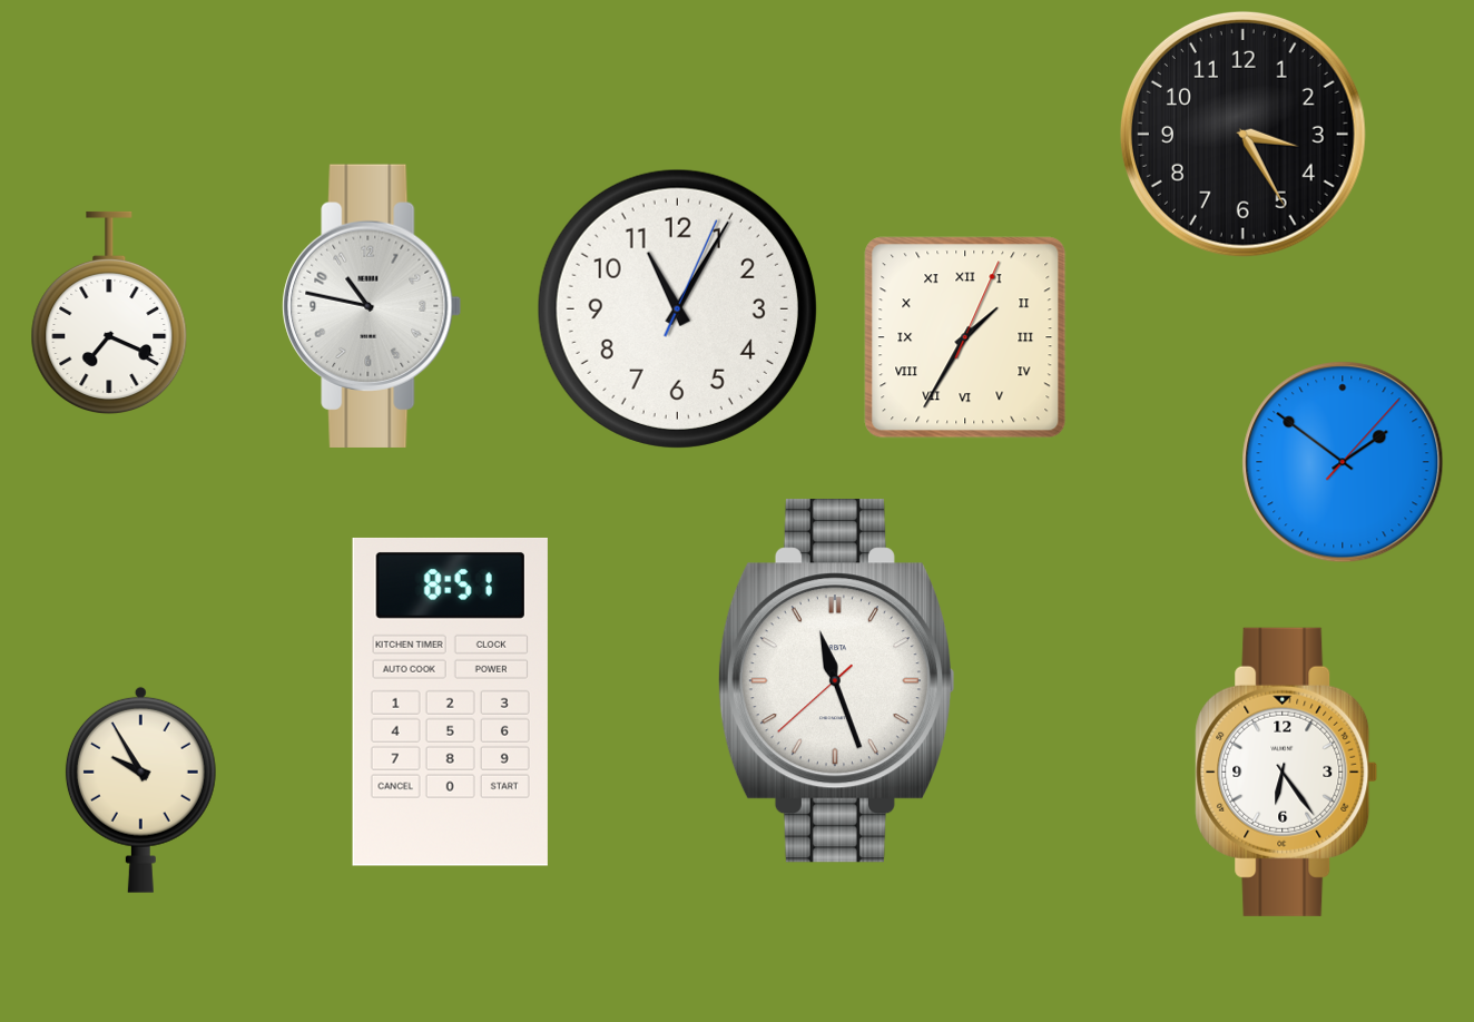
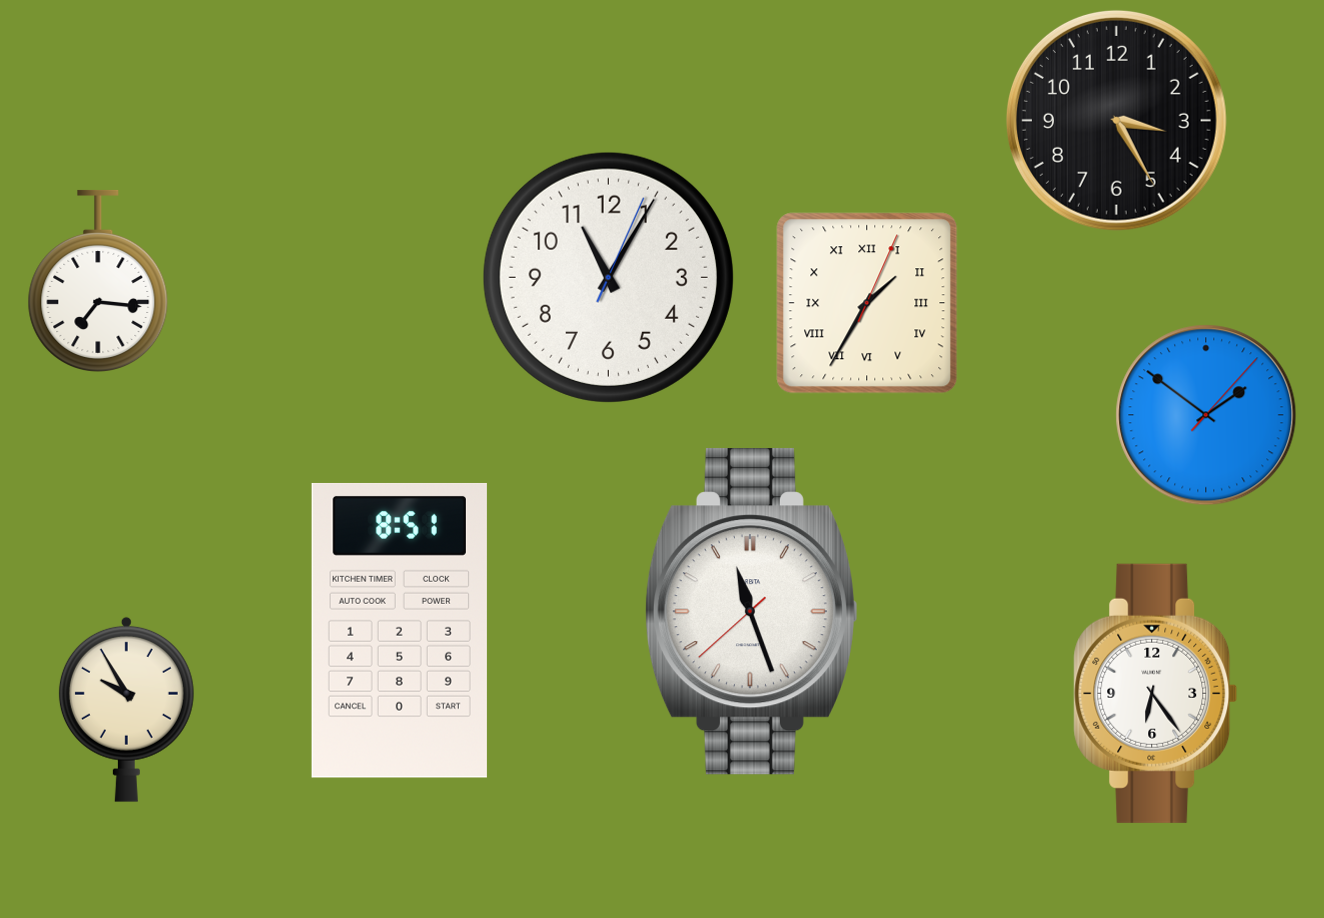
clock at (372, 306): 10:47 -> none
clock at (109, 312): 7:19 -> 7:16
clock at (450, 701) position: (450, 701) -> (399, 630)
